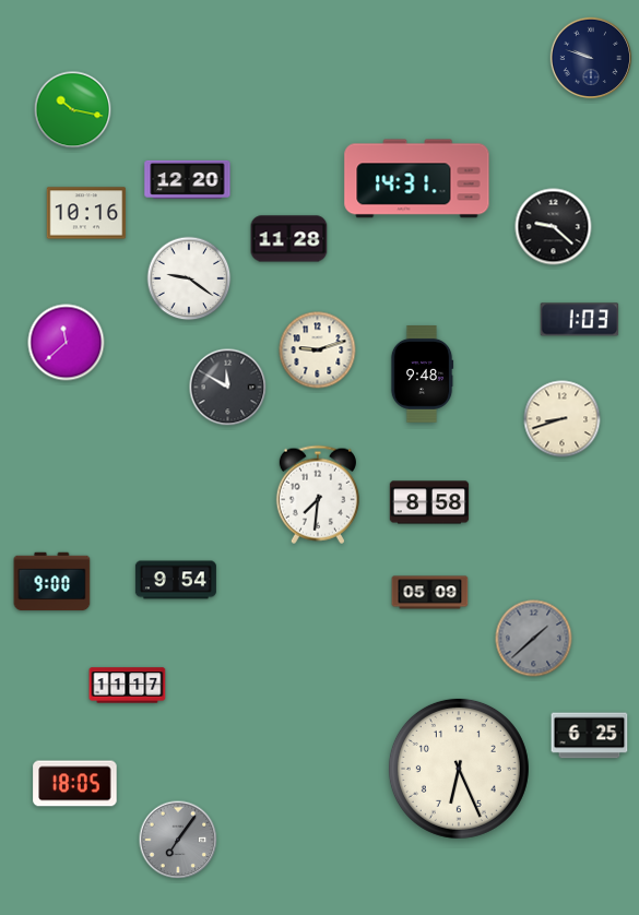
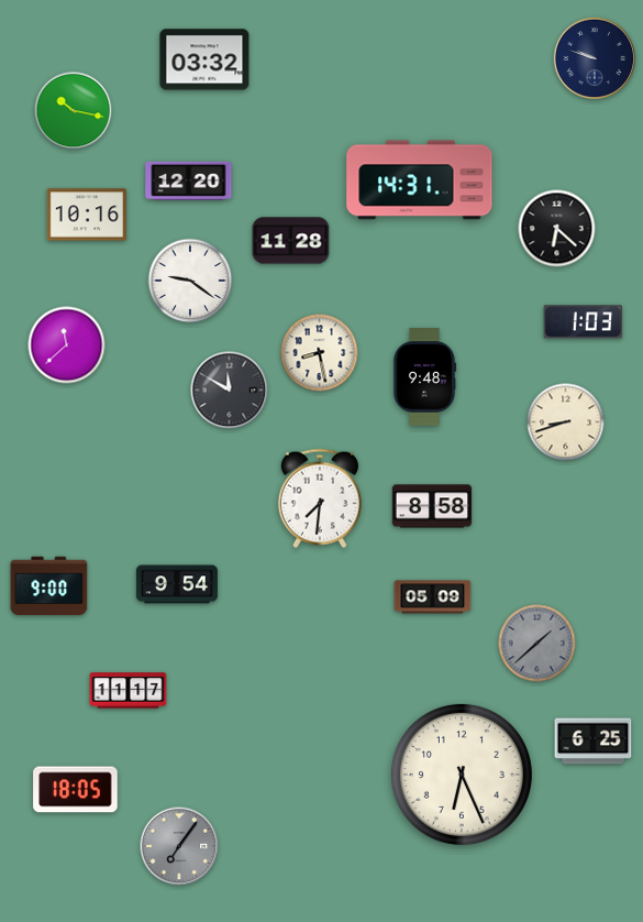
clock at (204, 59): none -> 03:32
clock at (554, 227): 9:22 -> 6:22
clock at (318, 350): 9:12 -> 8:28
clock at (52, 582) position: (52, 582) -> (49, 586)
